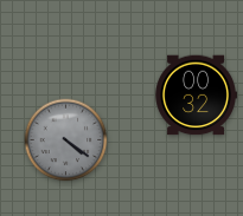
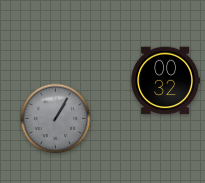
clock at (66, 140): 4:21 -> 1:05
